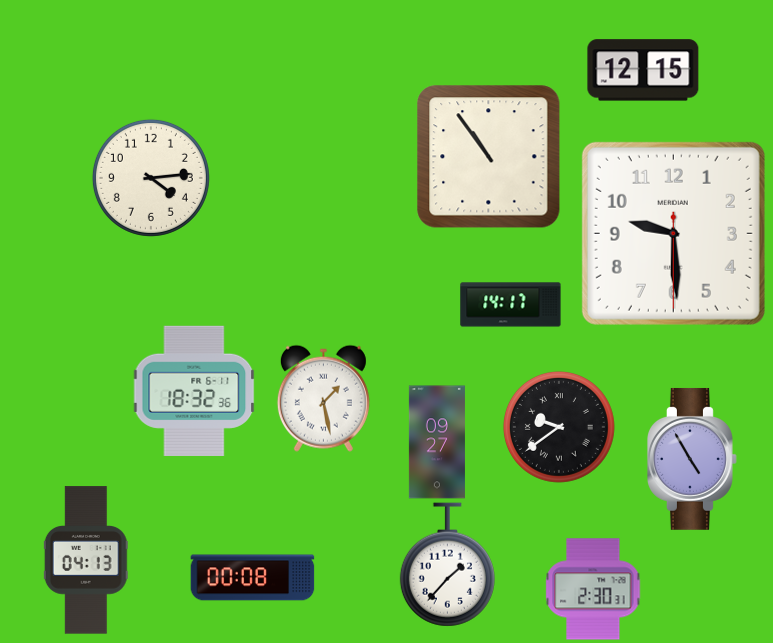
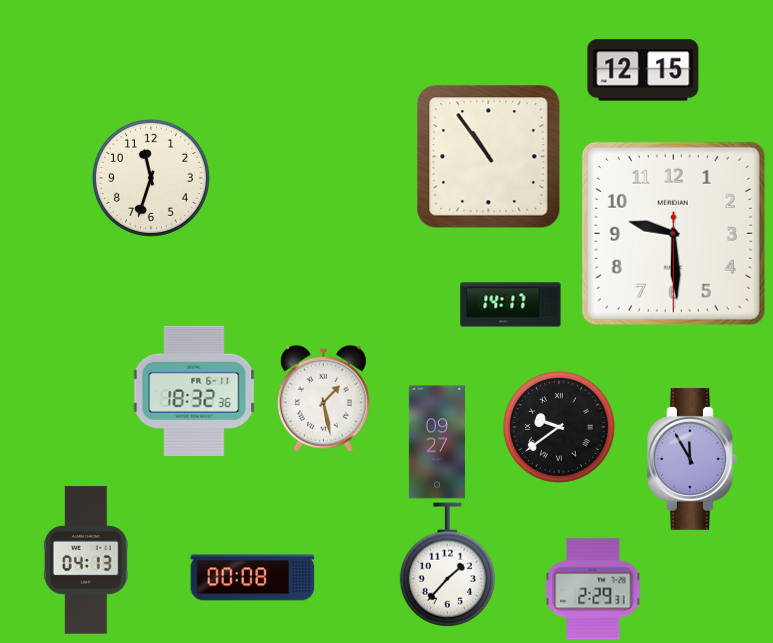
clock at (151, 178): 4:14 -> 11:33
clock at (693, 459): 4:55 -> 11:55
clock at (593, 589): 2:30 -> 2:29
